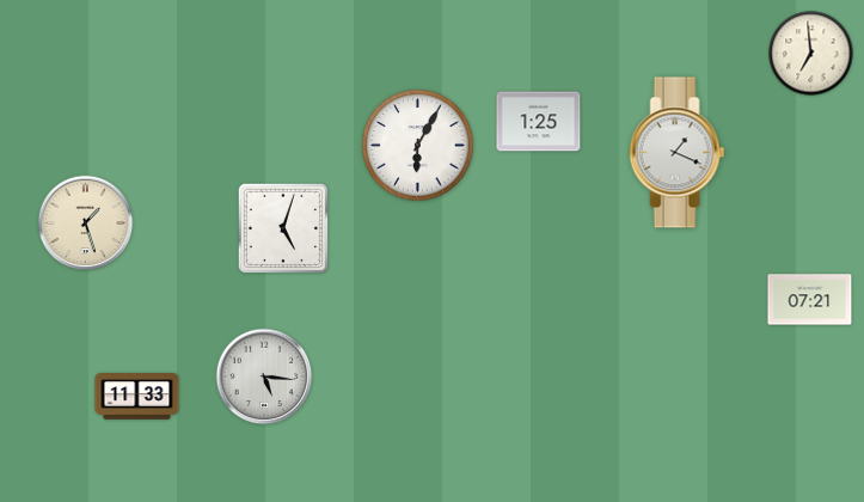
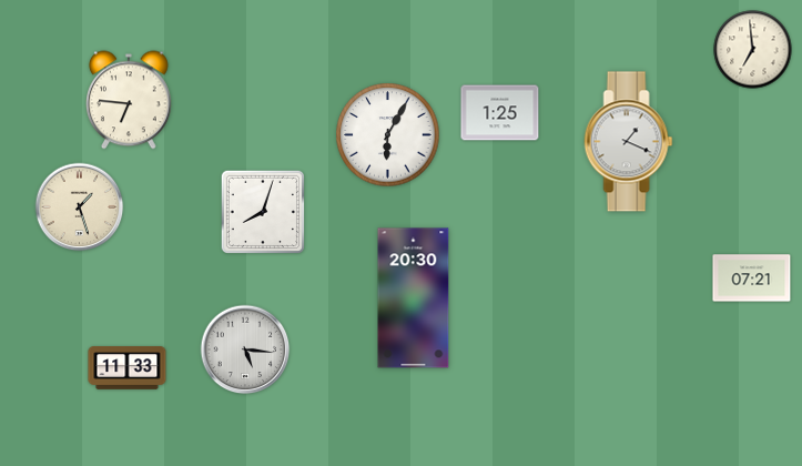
clock at (130, 100): none -> 6:46
clock at (283, 228): 5:03 -> 8:03
clock at (414, 298): none -> 20:30
